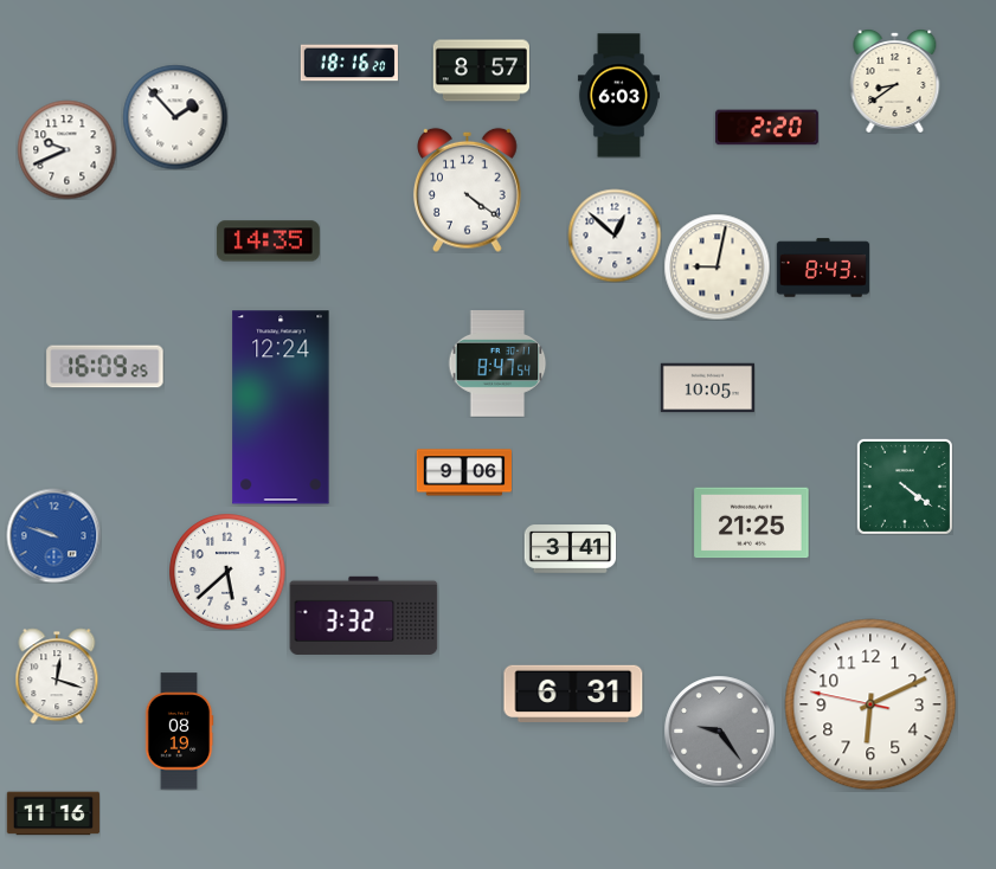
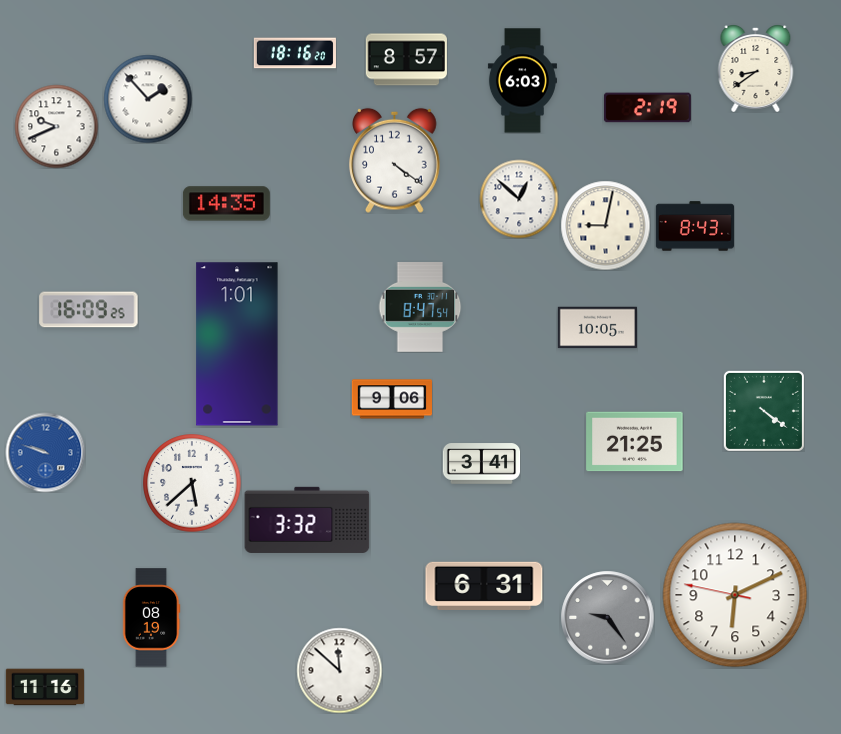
clock at (766, 128): 2:20 -> 2:19
clock at (281, 407): 12:24 -> 1:01
clock at (57, 676): 12:18 -> none
clock at (339, 670): none -> 11:52
